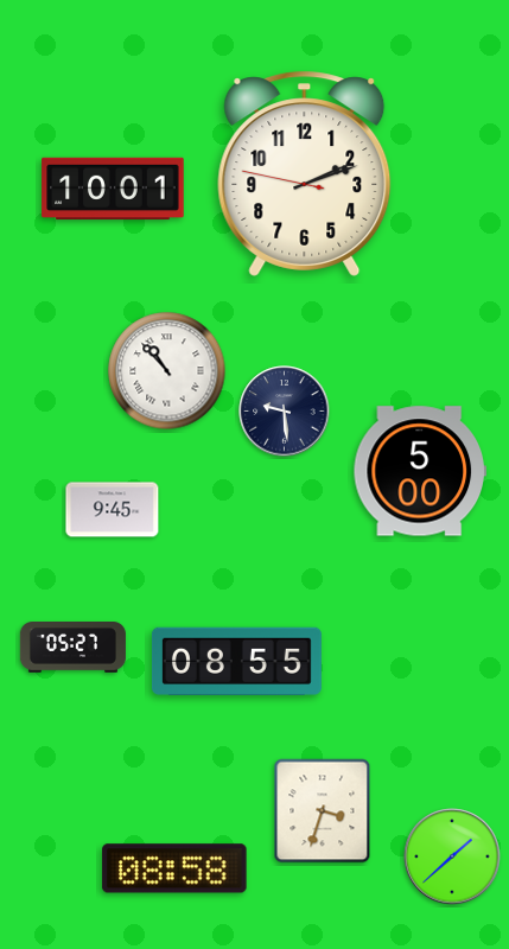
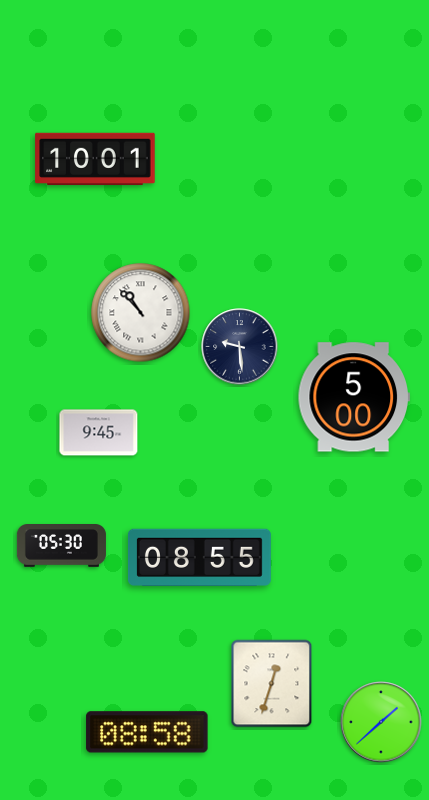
clock at (305, 173): 2:11 -> none
clock at (113, 510) position: (113, 510) -> (99, 433)
clock at (72, 648): 05:27 -> 05:30
clock at (323, 811): 3:33 -> 12:33
